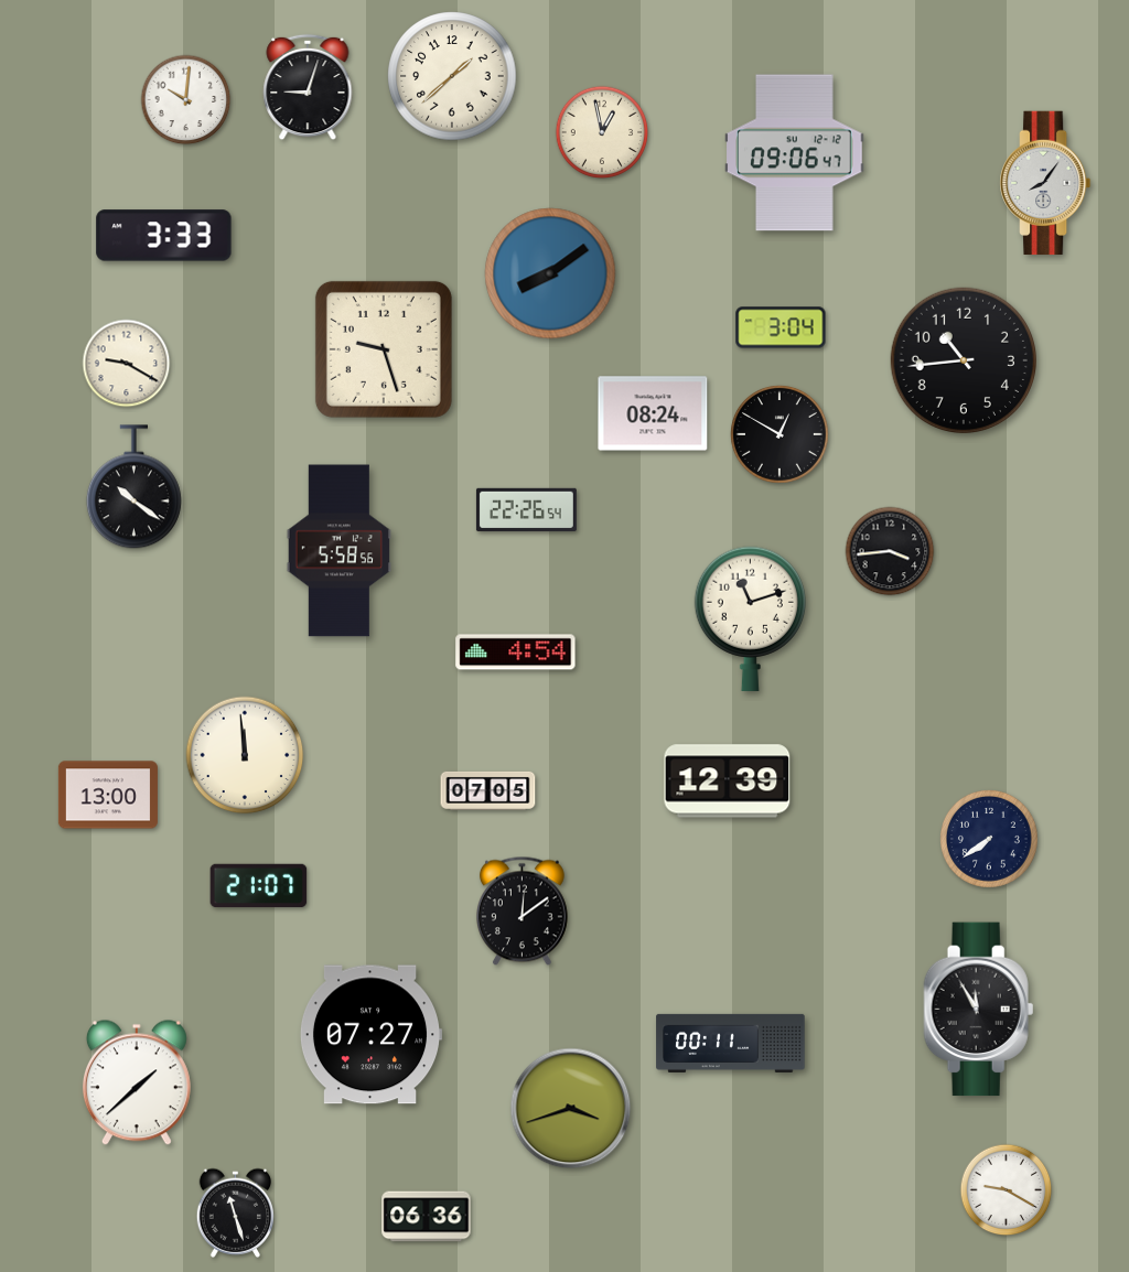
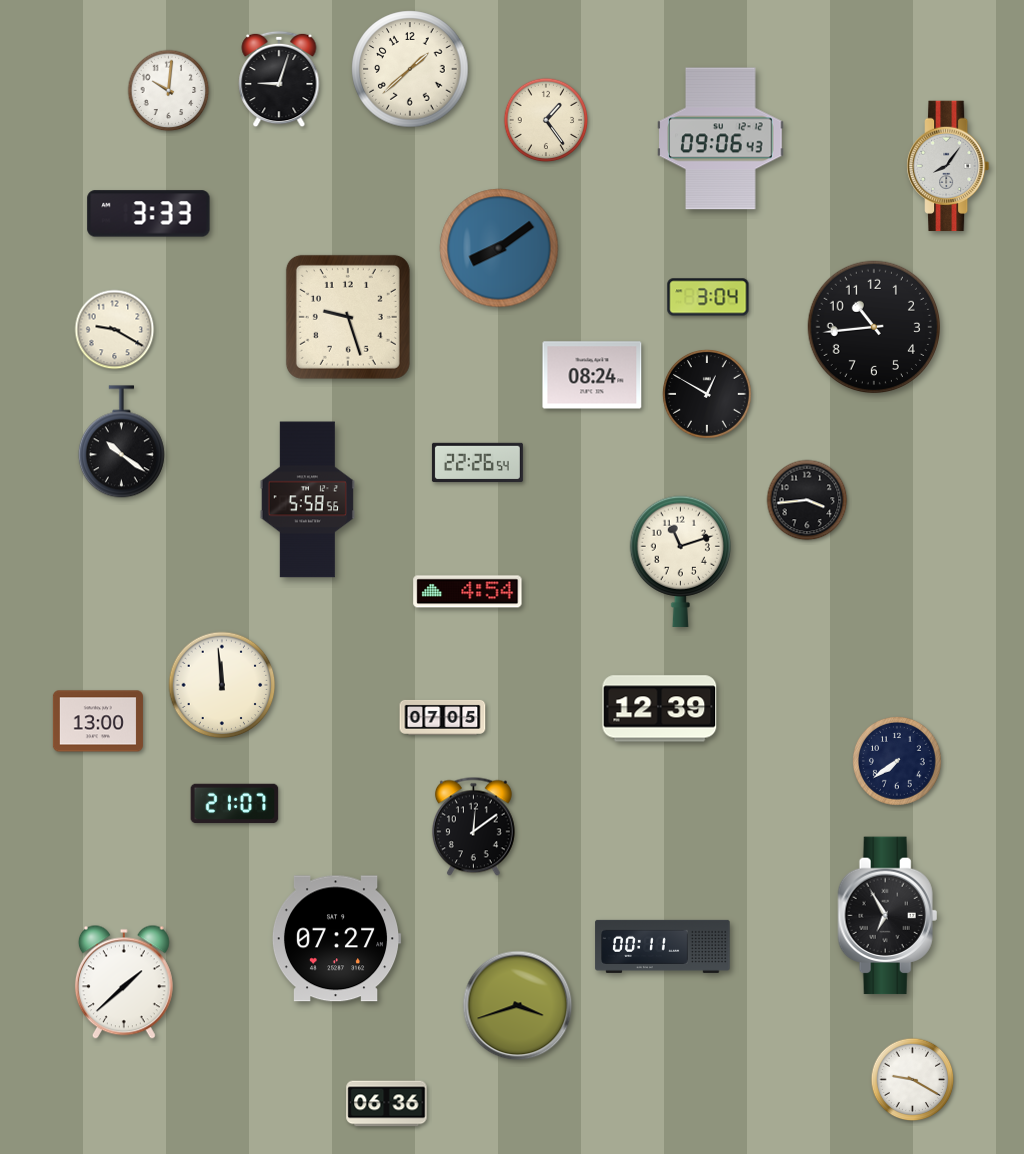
clock at (602, 132): 12:58 -> 1:24
clock at (795, 153): 09:06:47 -> 09:06:43
clock at (979, 1010): 11:55 -> 6:55
clock at (236, 1212): 11:27 -> none
